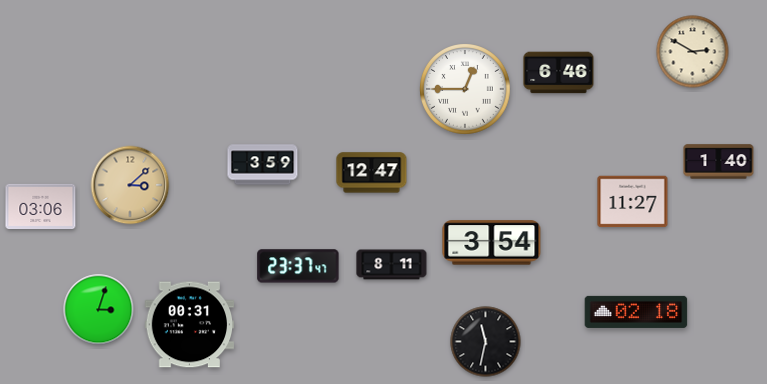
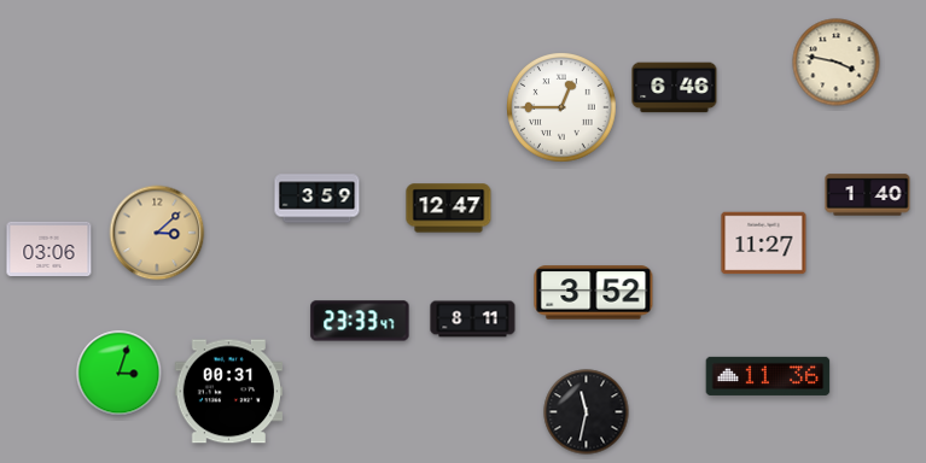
clock at (693, 52): 2:50 -> 3:47
clock at (130, 185) position: (130, 185) -> (157, 233)
clock at (492, 243): 3:54 -> 3:52
clock at (298, 266): 23:37 -> 23:33
clock at (636, 312): 02:18 -> 11:36
